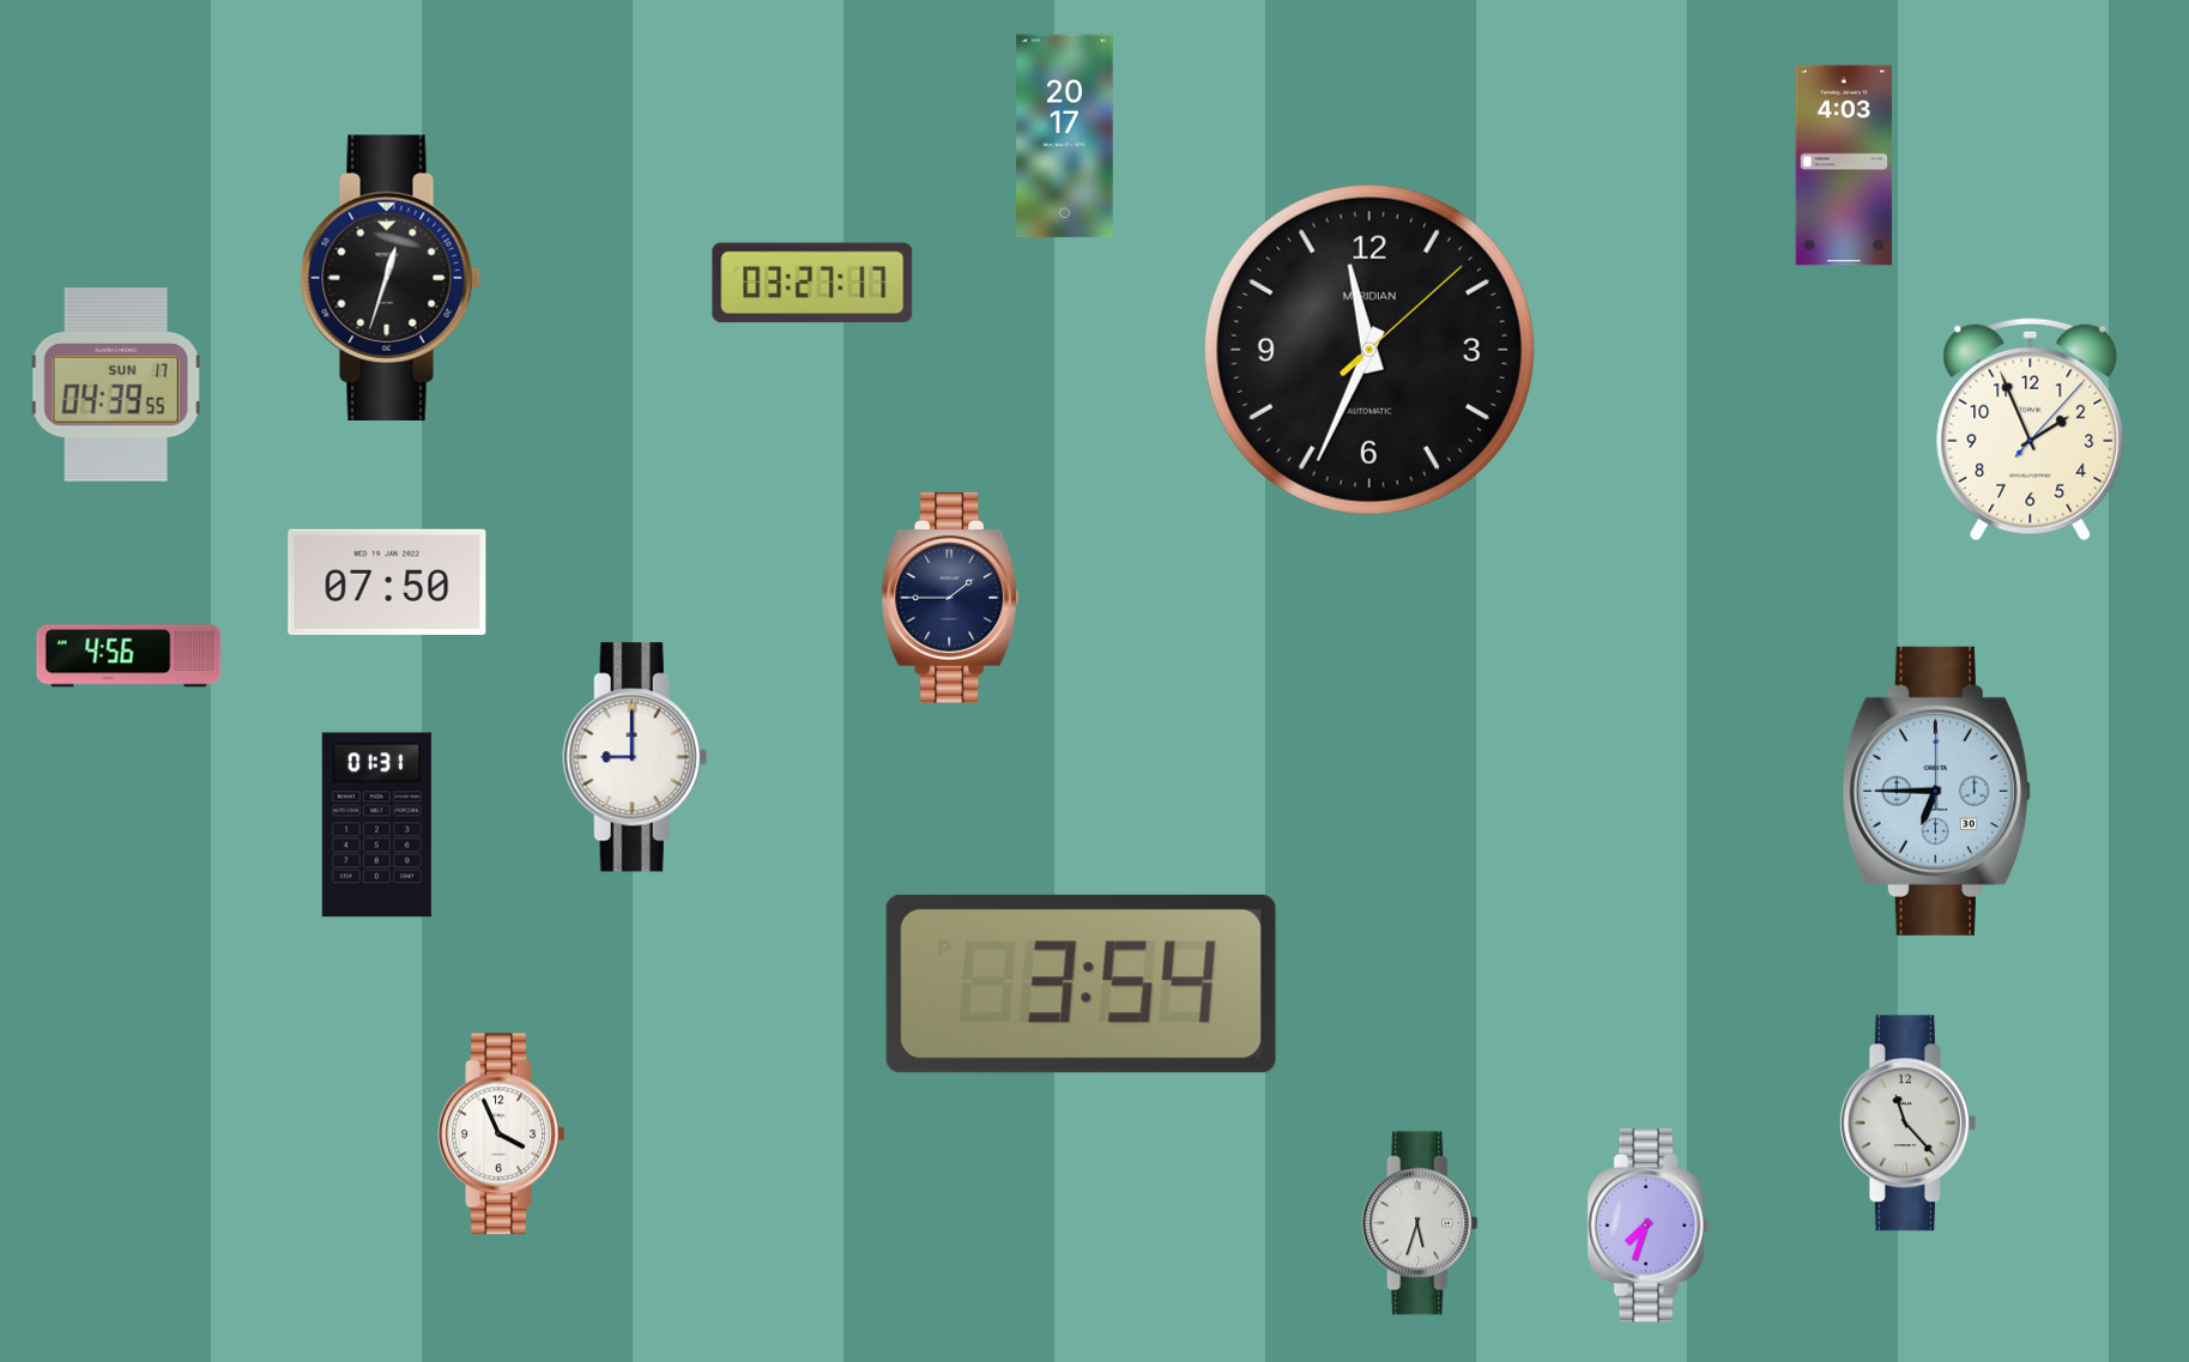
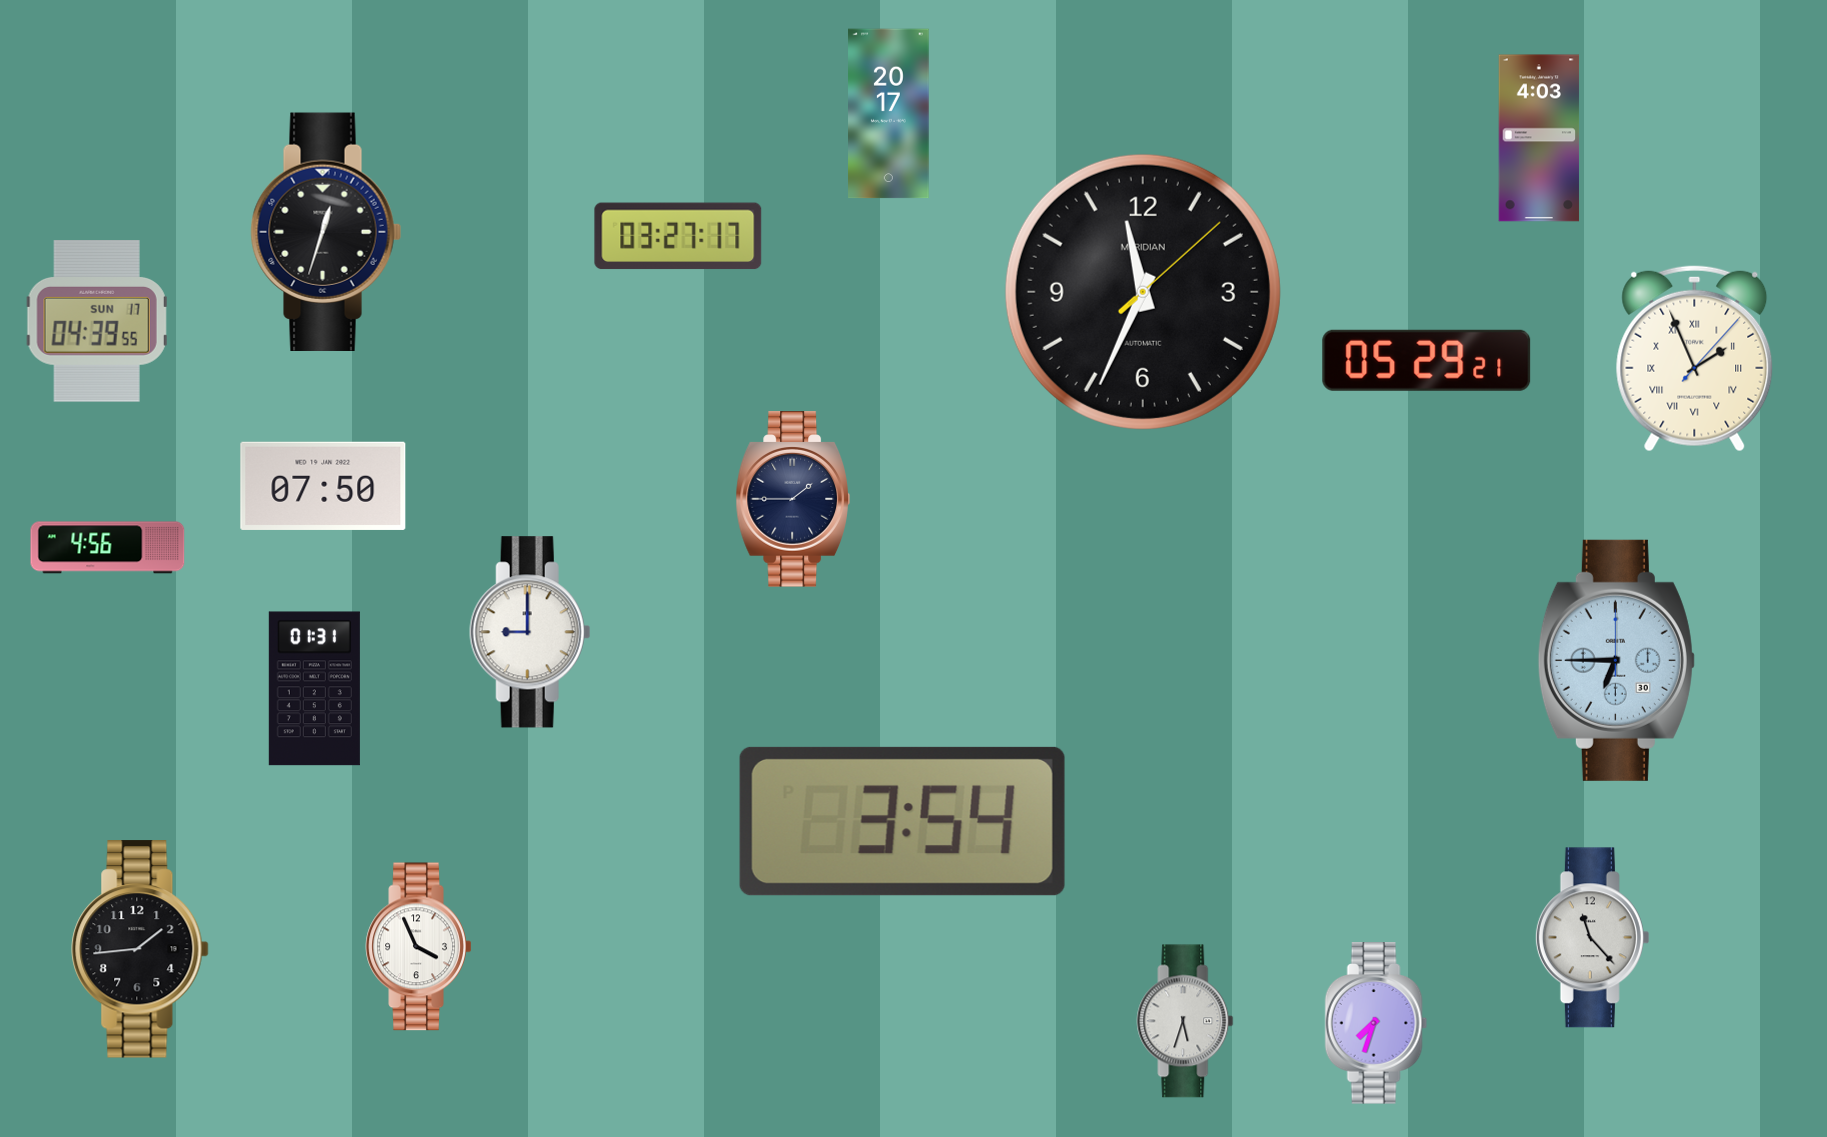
clock at (2031, 429) numerals: Arabic -> Roman
clock at (1427, 360): none -> 05:29
clock at (140, 949): none -> 1:44
